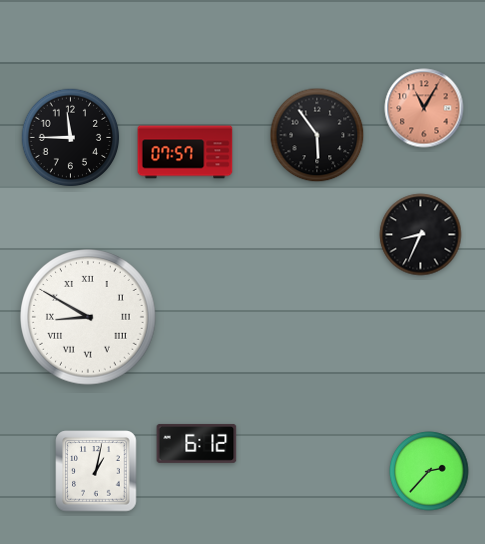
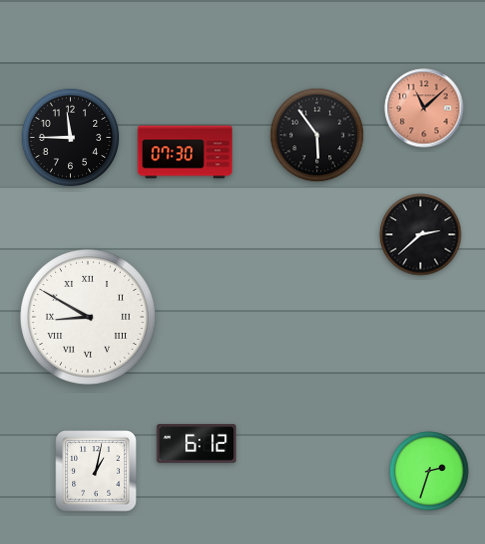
clock at (424, 108): 11:05 -> 11:08
clock at (185, 152): 07:57 -> 07:30
clock at (421, 235): 8:34 -> 2:38
clock at (429, 471): 2:37 -> 2:33
